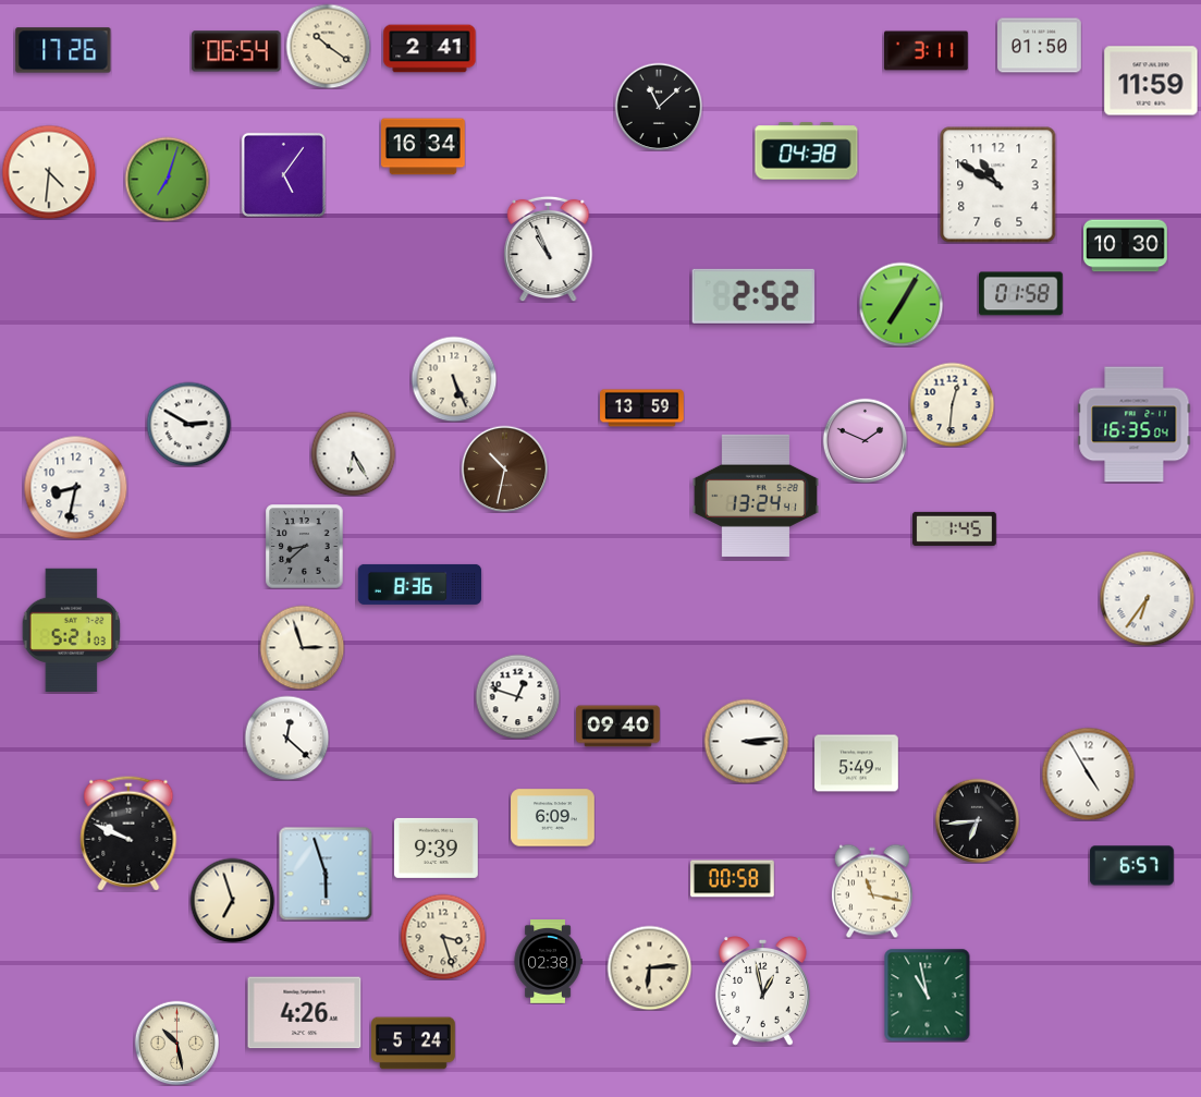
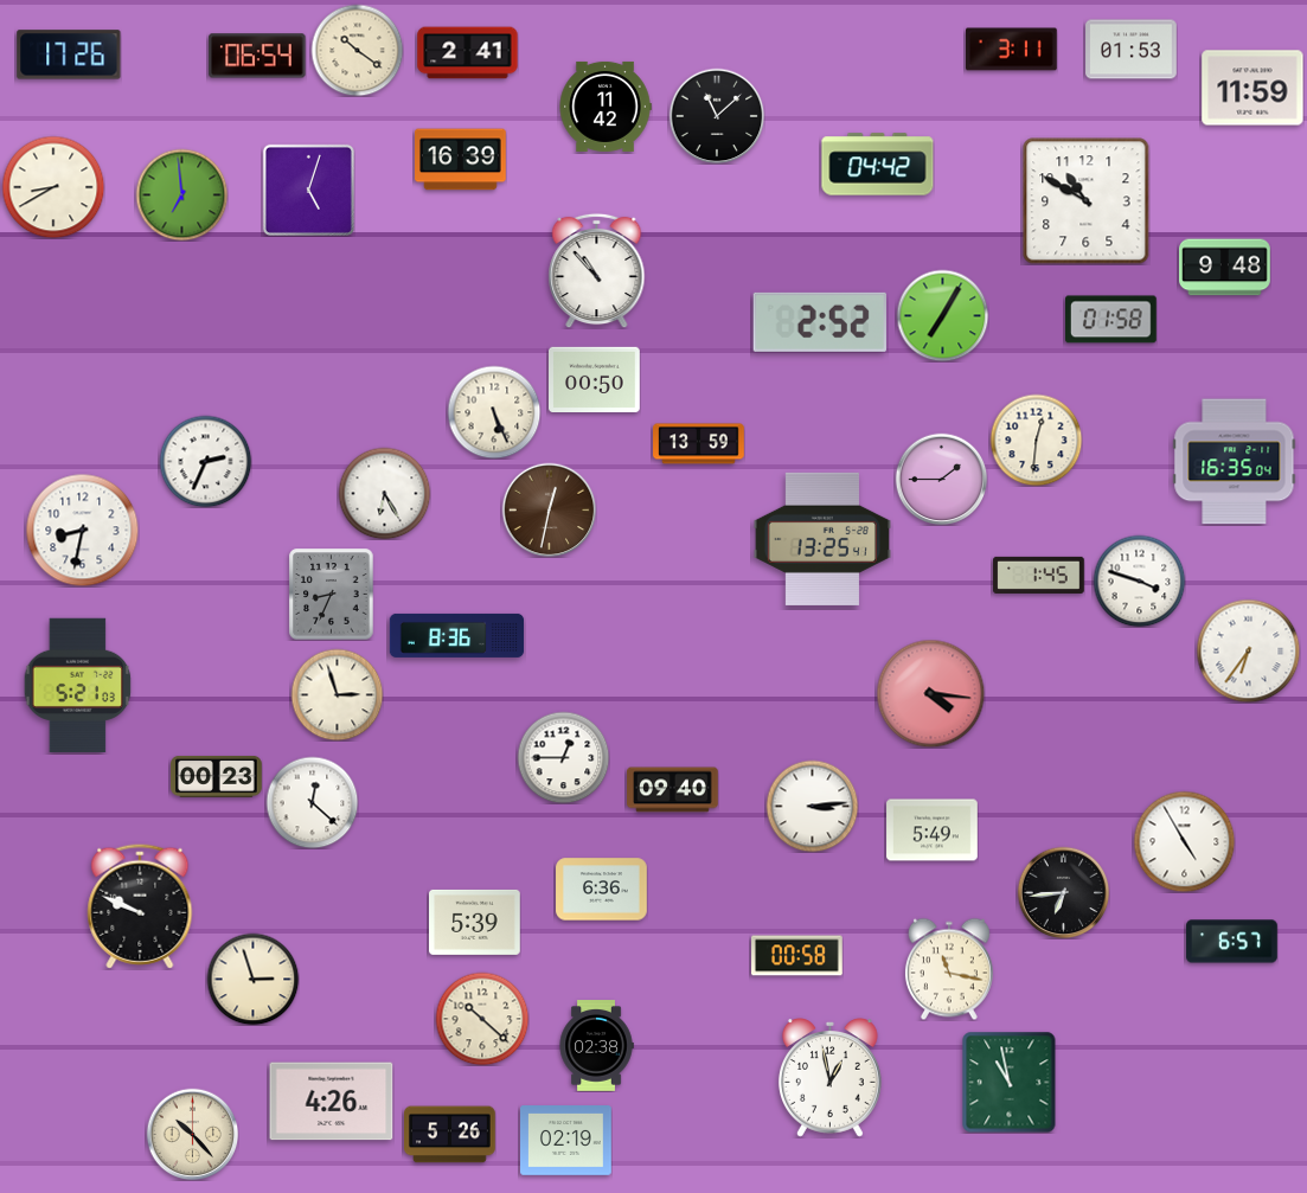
clock at (1040, 46): 01:50 -> 01:53
clock at (927, 51) position: (927, 51) -> (1012, 50)
clock at (606, 107): none -> 11:42
clock at (424, 147): 16:34 -> 16:39
clock at (807, 151): 04:38 -> 04:42
clock at (49, 172): 4:31 -> 8:40
clock at (283, 174): 5:06 -> 5:03
clock at (167, 179): 7:03 -> 6:59
clock at (1126, 246): 10:30 -> 9:48
clock at (549, 248): 10:56 -> 10:53
clock at (900, 304) position: (900, 304) -> (942, 315)
clock at (595, 379): none -> 00:50
clock at (188, 424): 2:50 -> 2:34
clock at (865, 440): 1:49 -> 1:45
clock at (504, 468): 10:32 -> 12:32
clock at (756, 496): 13:24 -> 13:25
clock at (1139, 581): none -> 3:48
clock at (305, 546): 8:38 -> 8:34
clock at (930, 693): none -> 4:16
clock at (302, 647) position: (302, 647) -> (337, 694)
clock at (517, 696): 12:48 -> 12:45
clock at (217, 776): none -> 00:23
clock at (553, 818): 6:09 -> 6:36
clock at (437, 848): 9:39 -> 5:39
clock at (326, 874): 5:57 -> none
clock at (232, 900): 6:57 -> 2:57
clock at (443, 937): 3:27 -> 10:22
clock at (649, 967): 6:14 -> none
clock at (176, 1043): 10:28 -> 10:23
clock at (414, 1044): 5:24 -> 5:26
clock at (566, 1141): none -> 02:19
